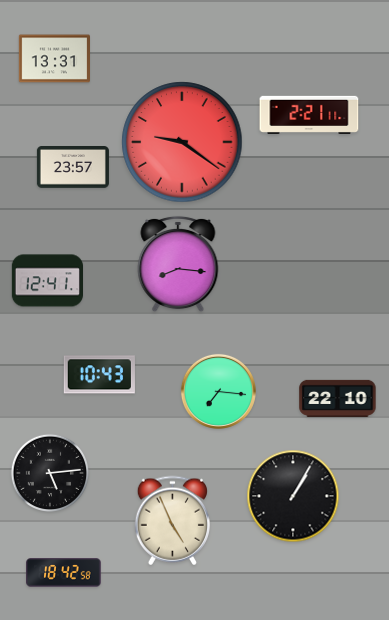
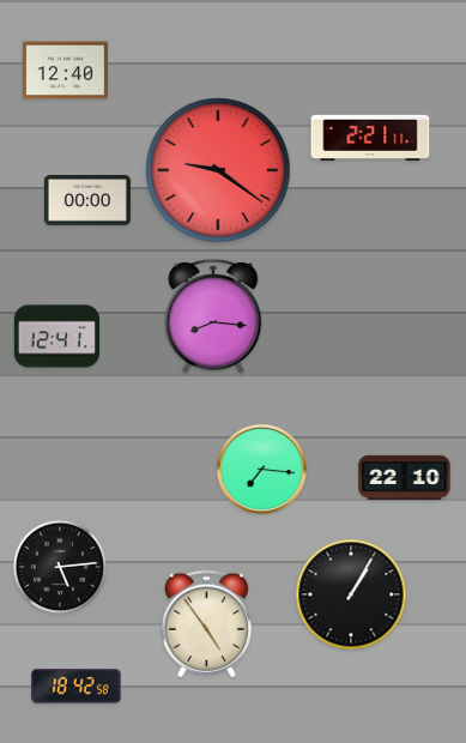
clock at (54, 59): 13:31 -> 12:40
clock at (73, 168): 23:57 -> 00:00
clock at (99, 375): 10:43 -> none
clock at (172, 521): 4:56 -> 4:54
